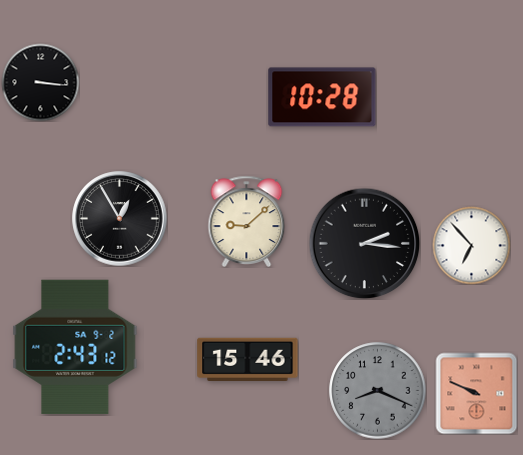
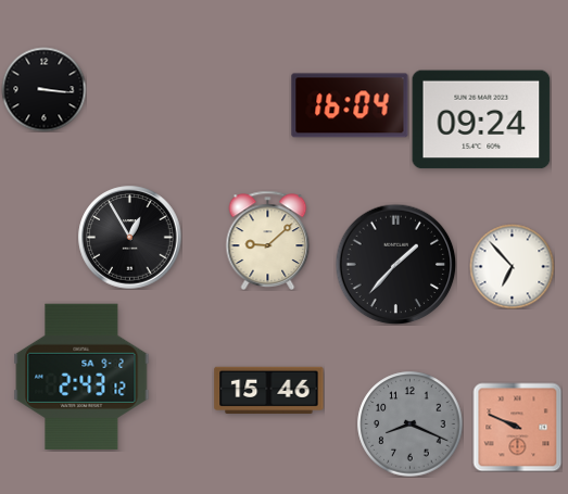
clock at (322, 97): 10:28 -> 16:04
clock at (481, 119): none -> 09:24
clock at (364, 243): 2:16 -> 1:37
